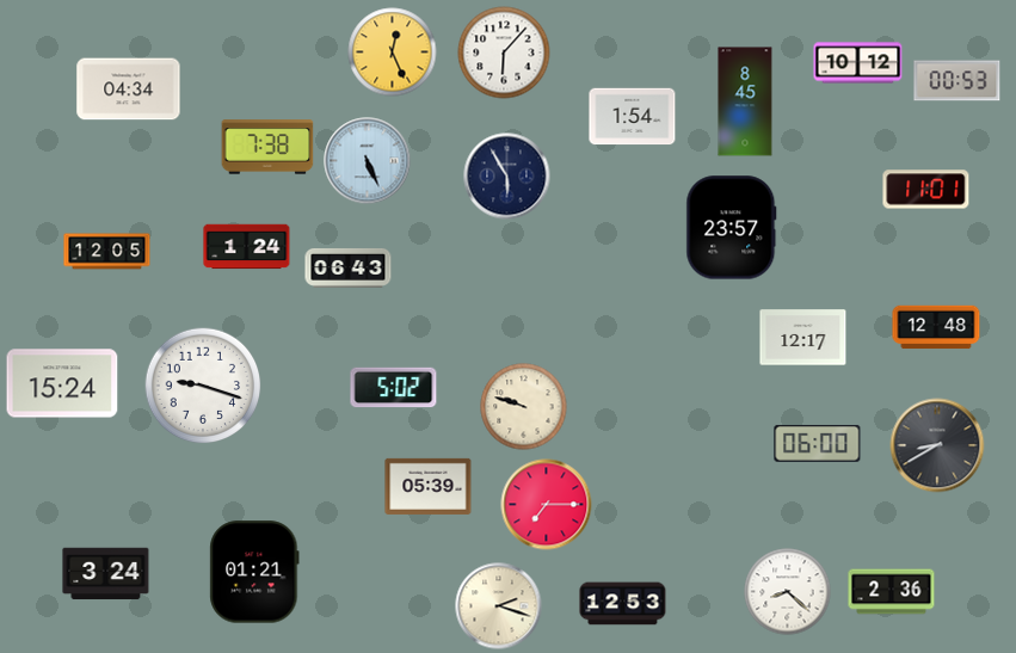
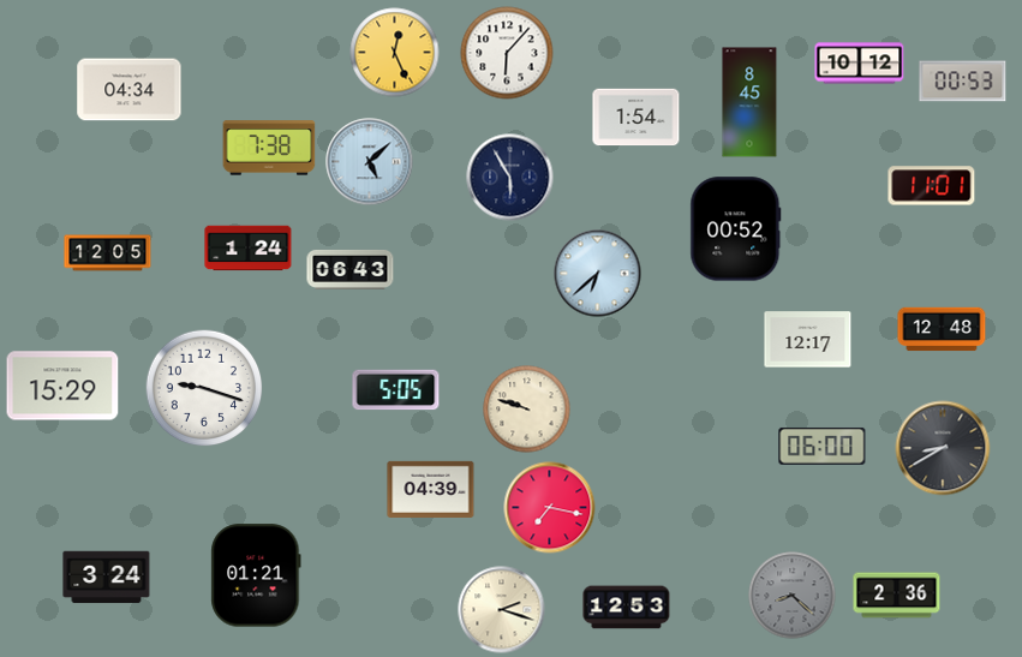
clock at (858, 63) position: (858, 63) -> (860, 64)
clock at (368, 161): 5:26 -> 5:08
clock at (926, 190) position: (926, 190) -> (932, 186)
clock at (732, 228): 23:57 -> 00:52
clock at (598, 274): none -> 6:38
clock at (62, 383): 15:24 -> 15:29
clock at (394, 388): 5:02 -> 5:05
clock at (429, 486): 05:39 -> 04:39
clock at (547, 505): 7:15 -> 7:17
clock at (788, 592) dial: white -> grey
